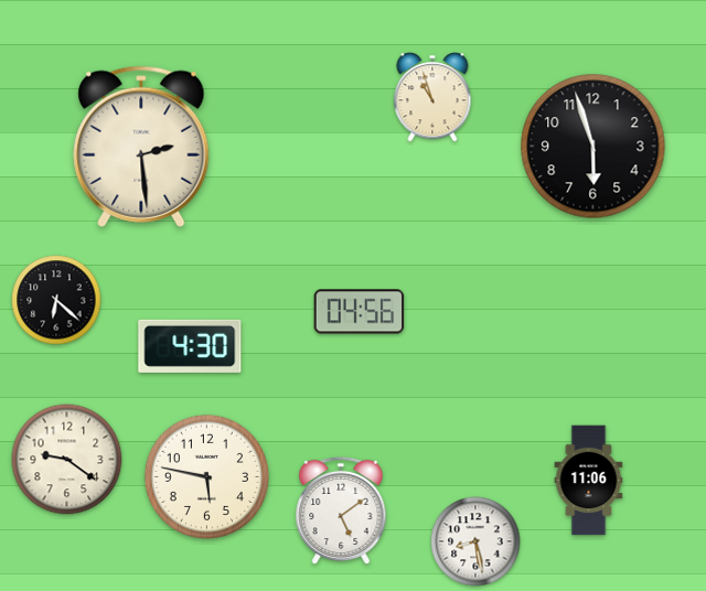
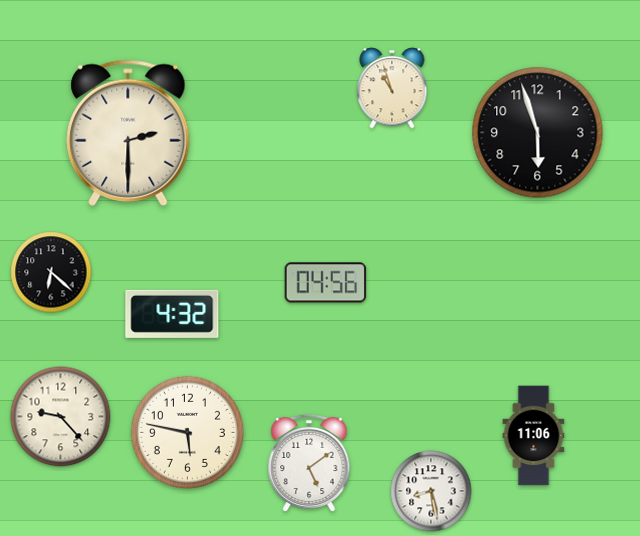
clock at (141, 147): 2:29 -> 2:30
clock at (190, 346): 4:30 -> 4:32
clock at (67, 460): 9:21 -> 9:23
